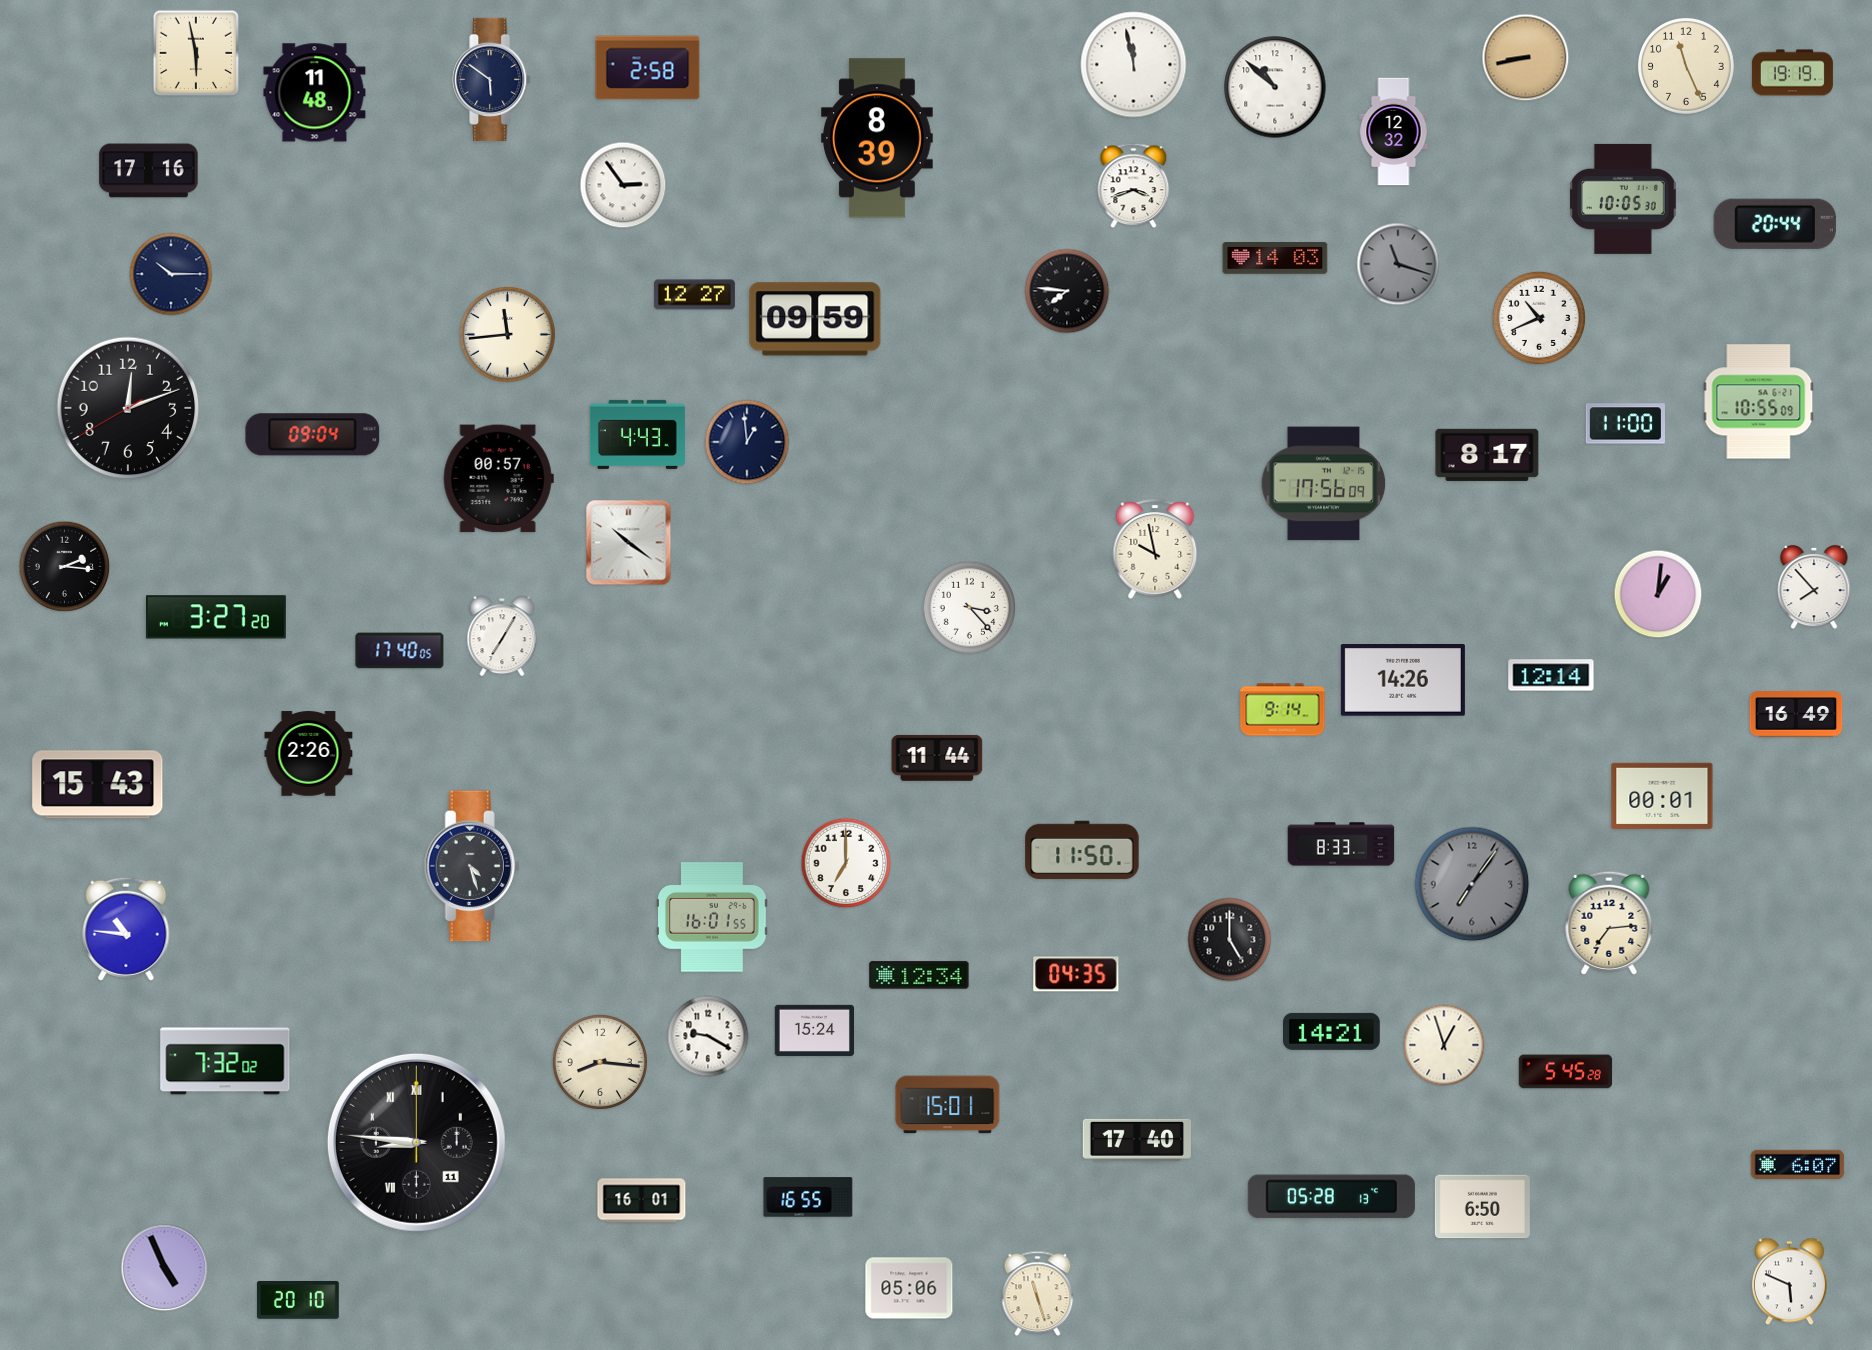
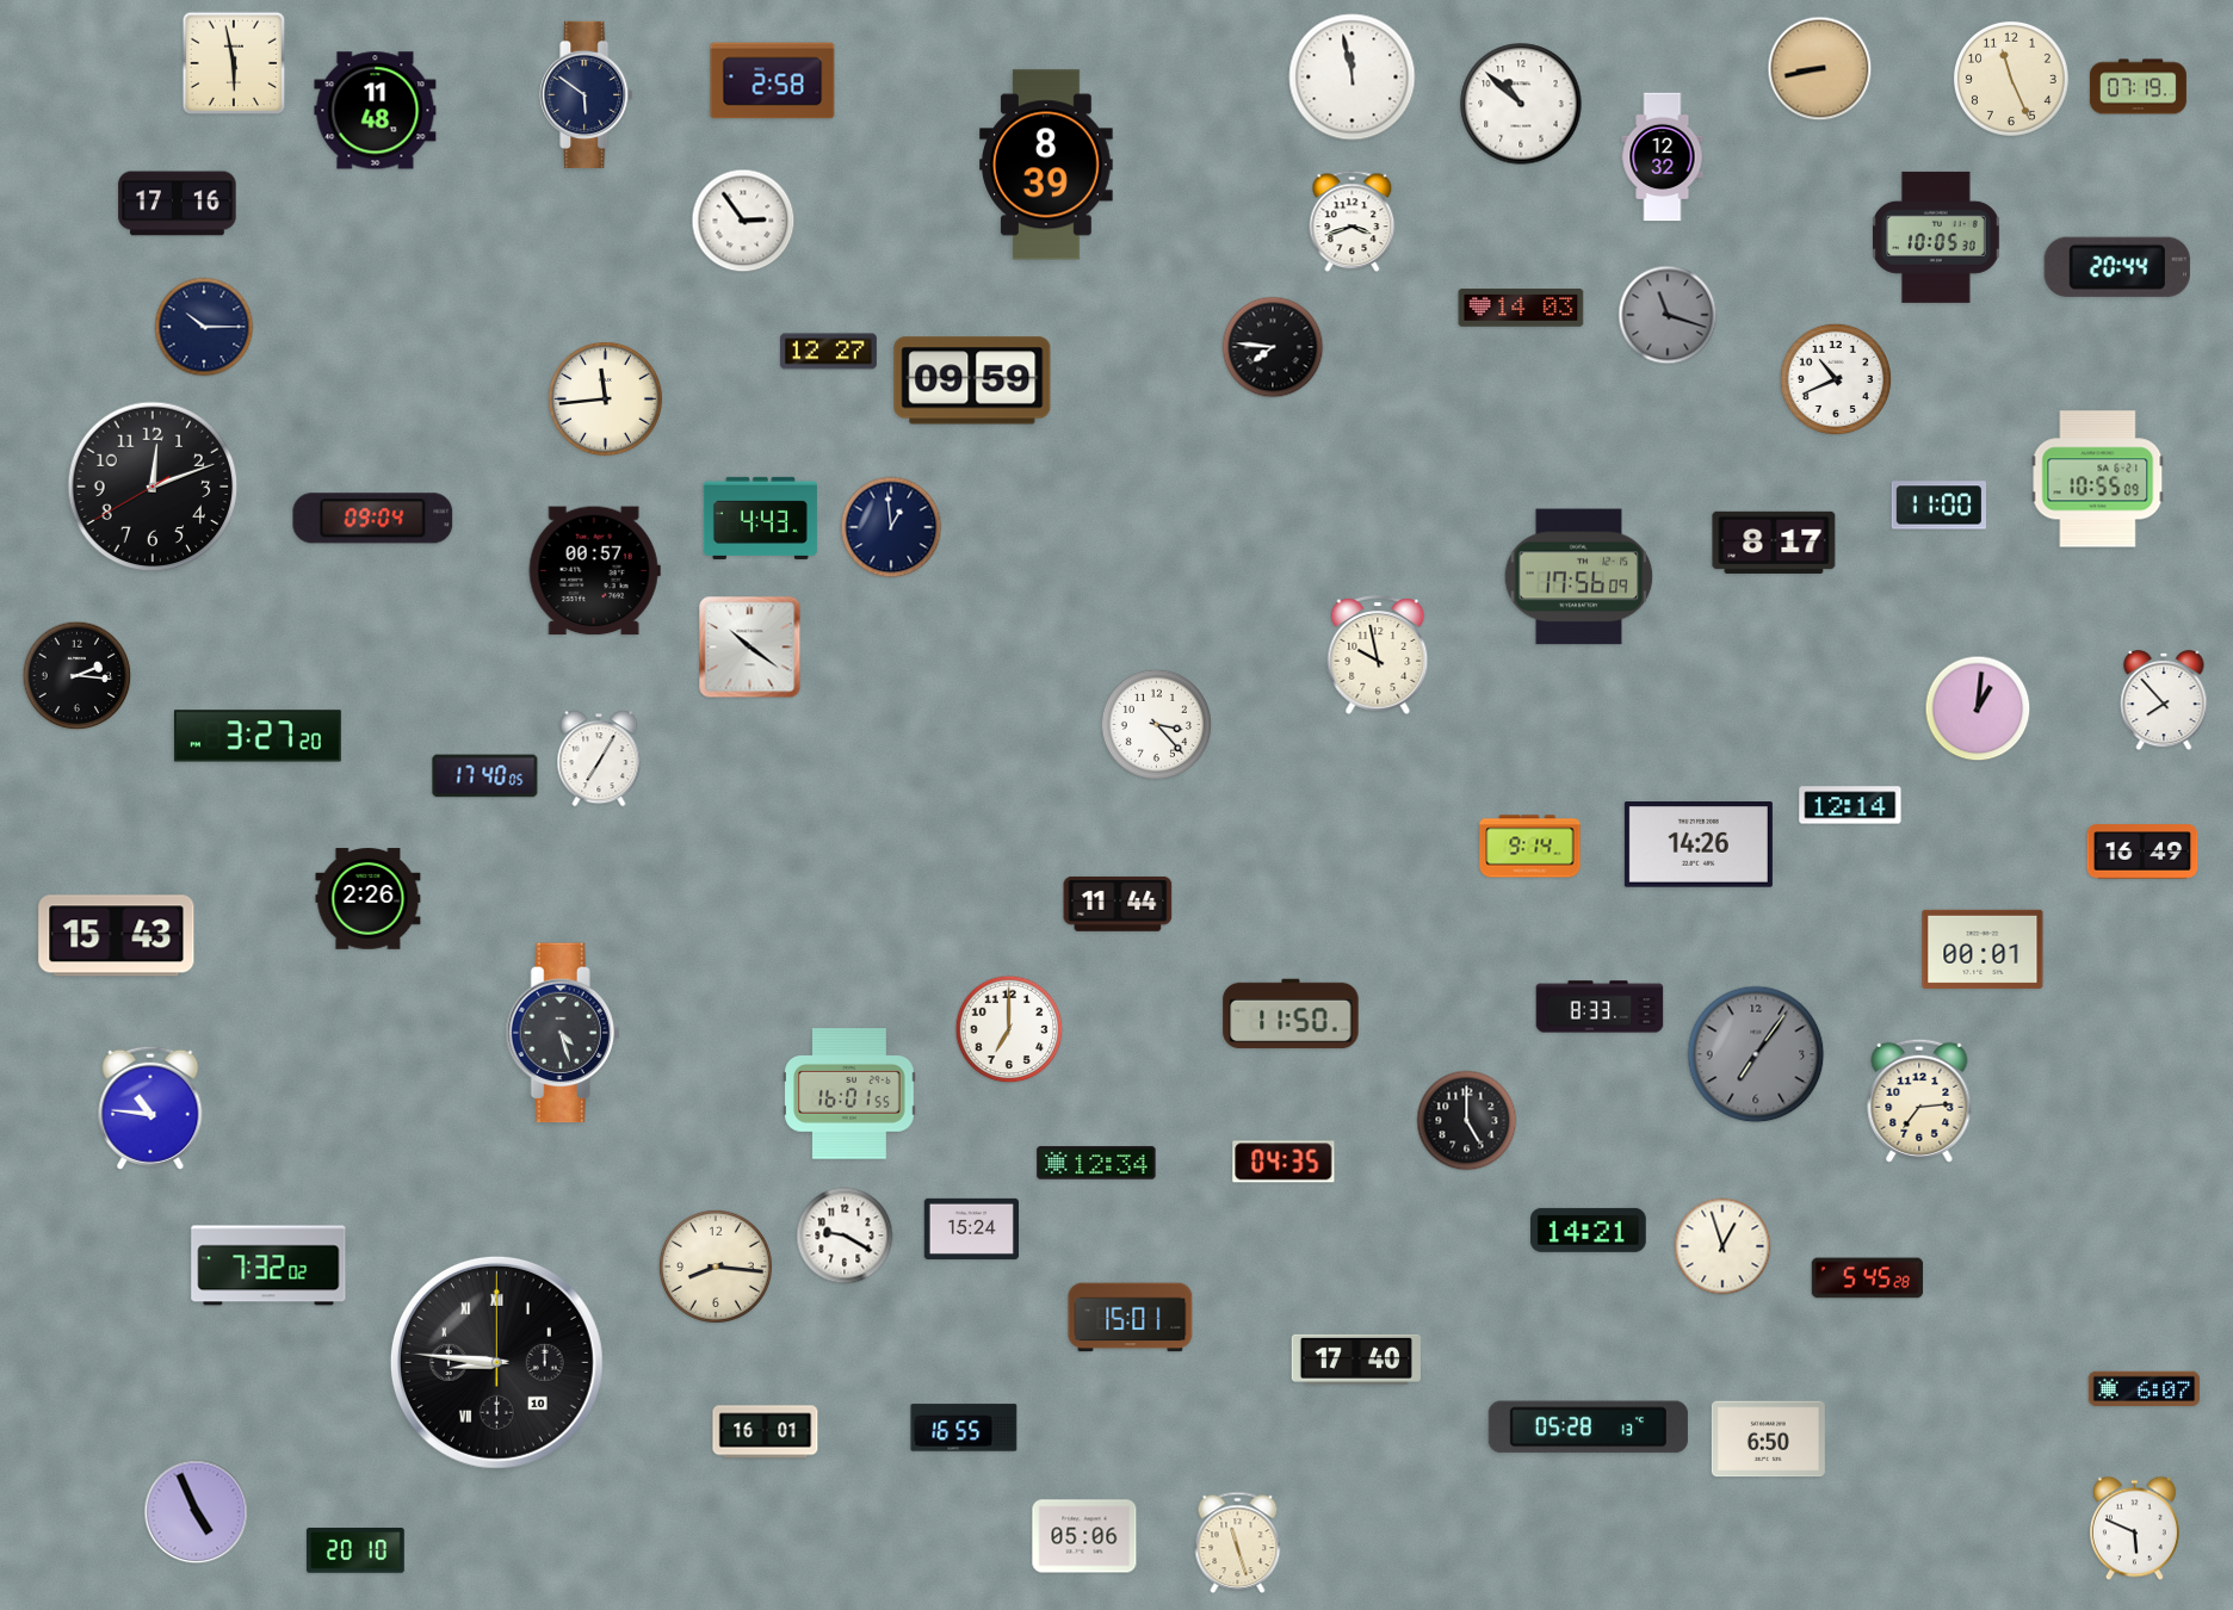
clock at (1792, 73): 19:19 -> 07:19
clock at (400, 651) position: (400, 651) -> (485, 776)
clock at (1403, 681) position: (1403, 681) -> (1699, 846)
clock at (416, 1142) date: 11 -> 10
